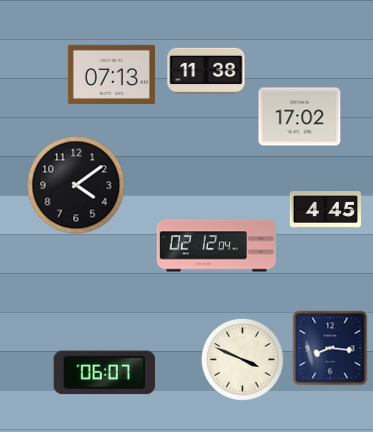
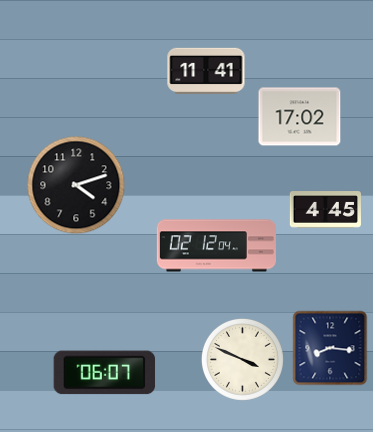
clock at (206, 70): 11:38 -> 11:41
clock at (111, 75): 07:13 -> none
clock at (76, 185): 4:09 -> 4:12
